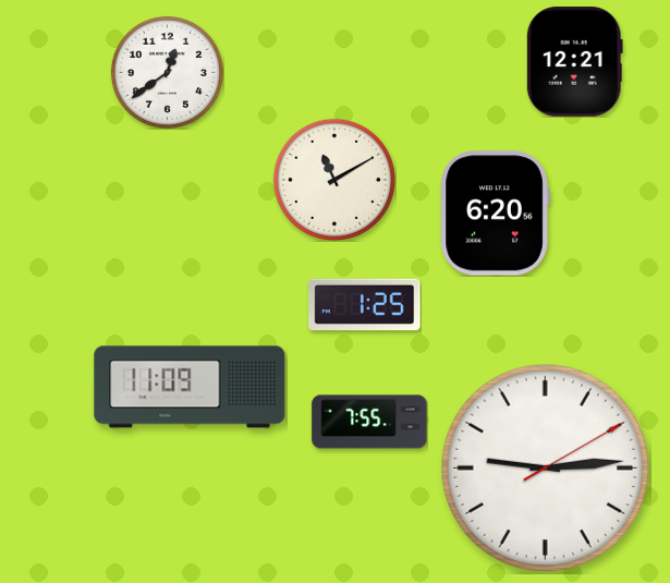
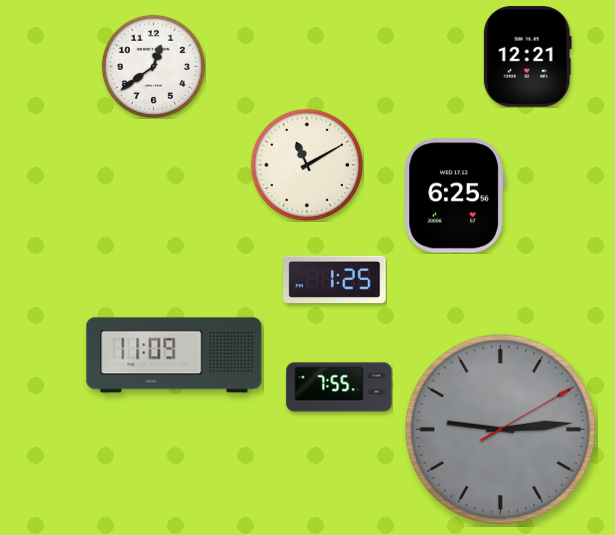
clock at (495, 214): 6:20 -> 6:25
clock at (546, 469) dial: white -> grey
